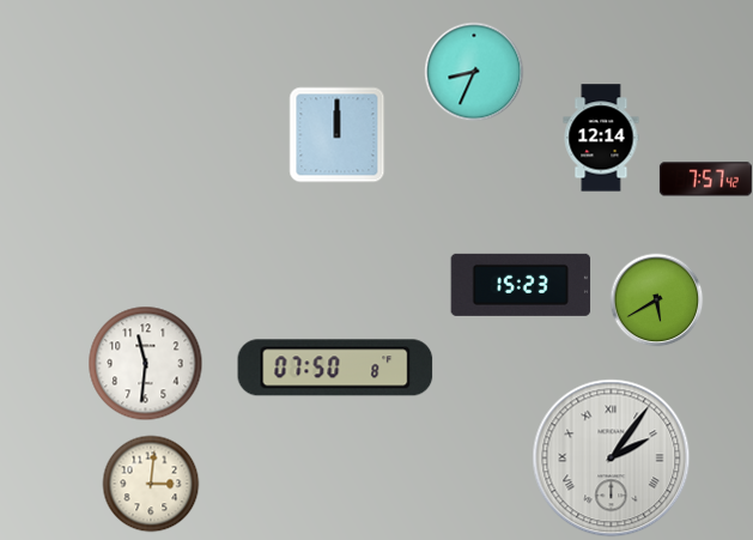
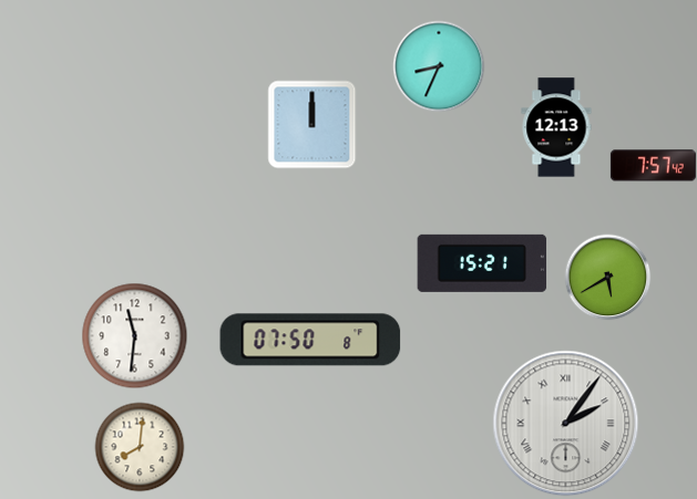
clock at (601, 138): 12:14 -> 12:13
clock at (521, 285): 15:23 -> 15:21
clock at (151, 484): 3:01 -> 8:01
